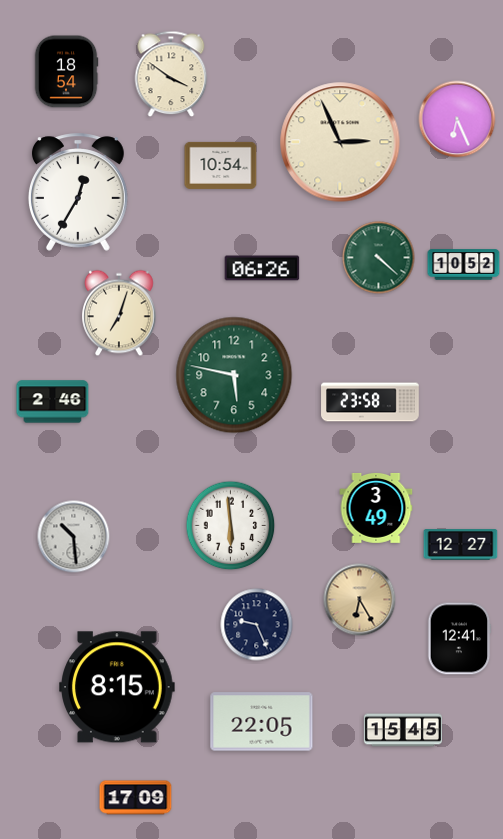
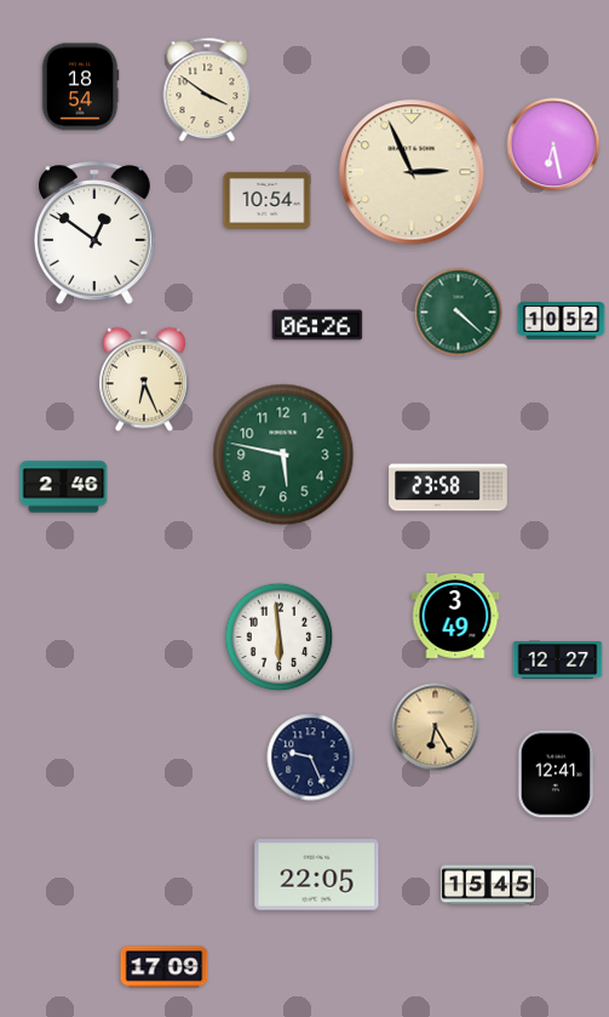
clock at (457, 119): 6:26 -> 6:28
clock at (78, 192): 12:35 -> 12:51
clock at (119, 313): 7:03 -> 6:26
clock at (74, 537): 10:29 -> none
clock at (118, 687): 8:15 -> none
